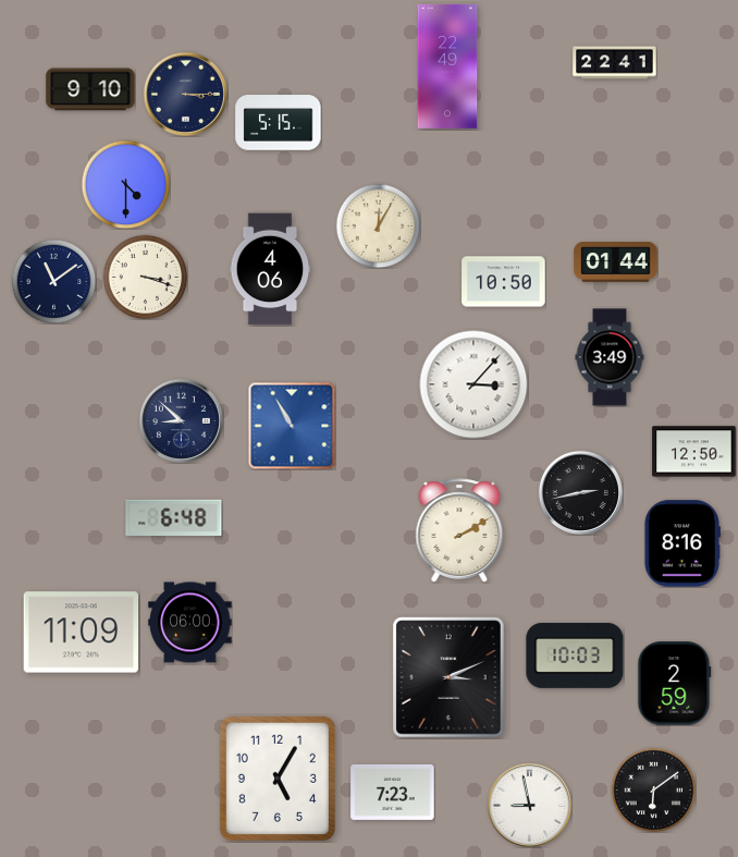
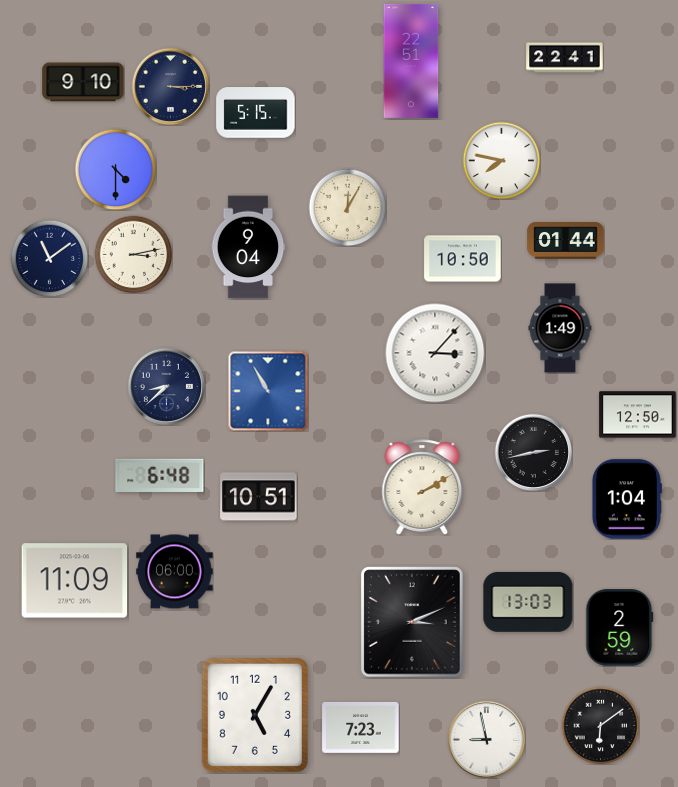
clock at (447, 66): 22:49 -> 22:51
clock at (501, 160): none -> 7:47
clock at (270, 269): 4:06 -> 9:04
clock at (145, 277): 3:18 -> 3:13
clock at (610, 357): 3:49 -> 1:49
clock at (181, 420): 8:52 -> 8:38
clock at (259, 497): none -> 10:51
clock at (681, 543): 8:16 -> 1:04
clock at (575, 656): 10:03 -> 13:03
